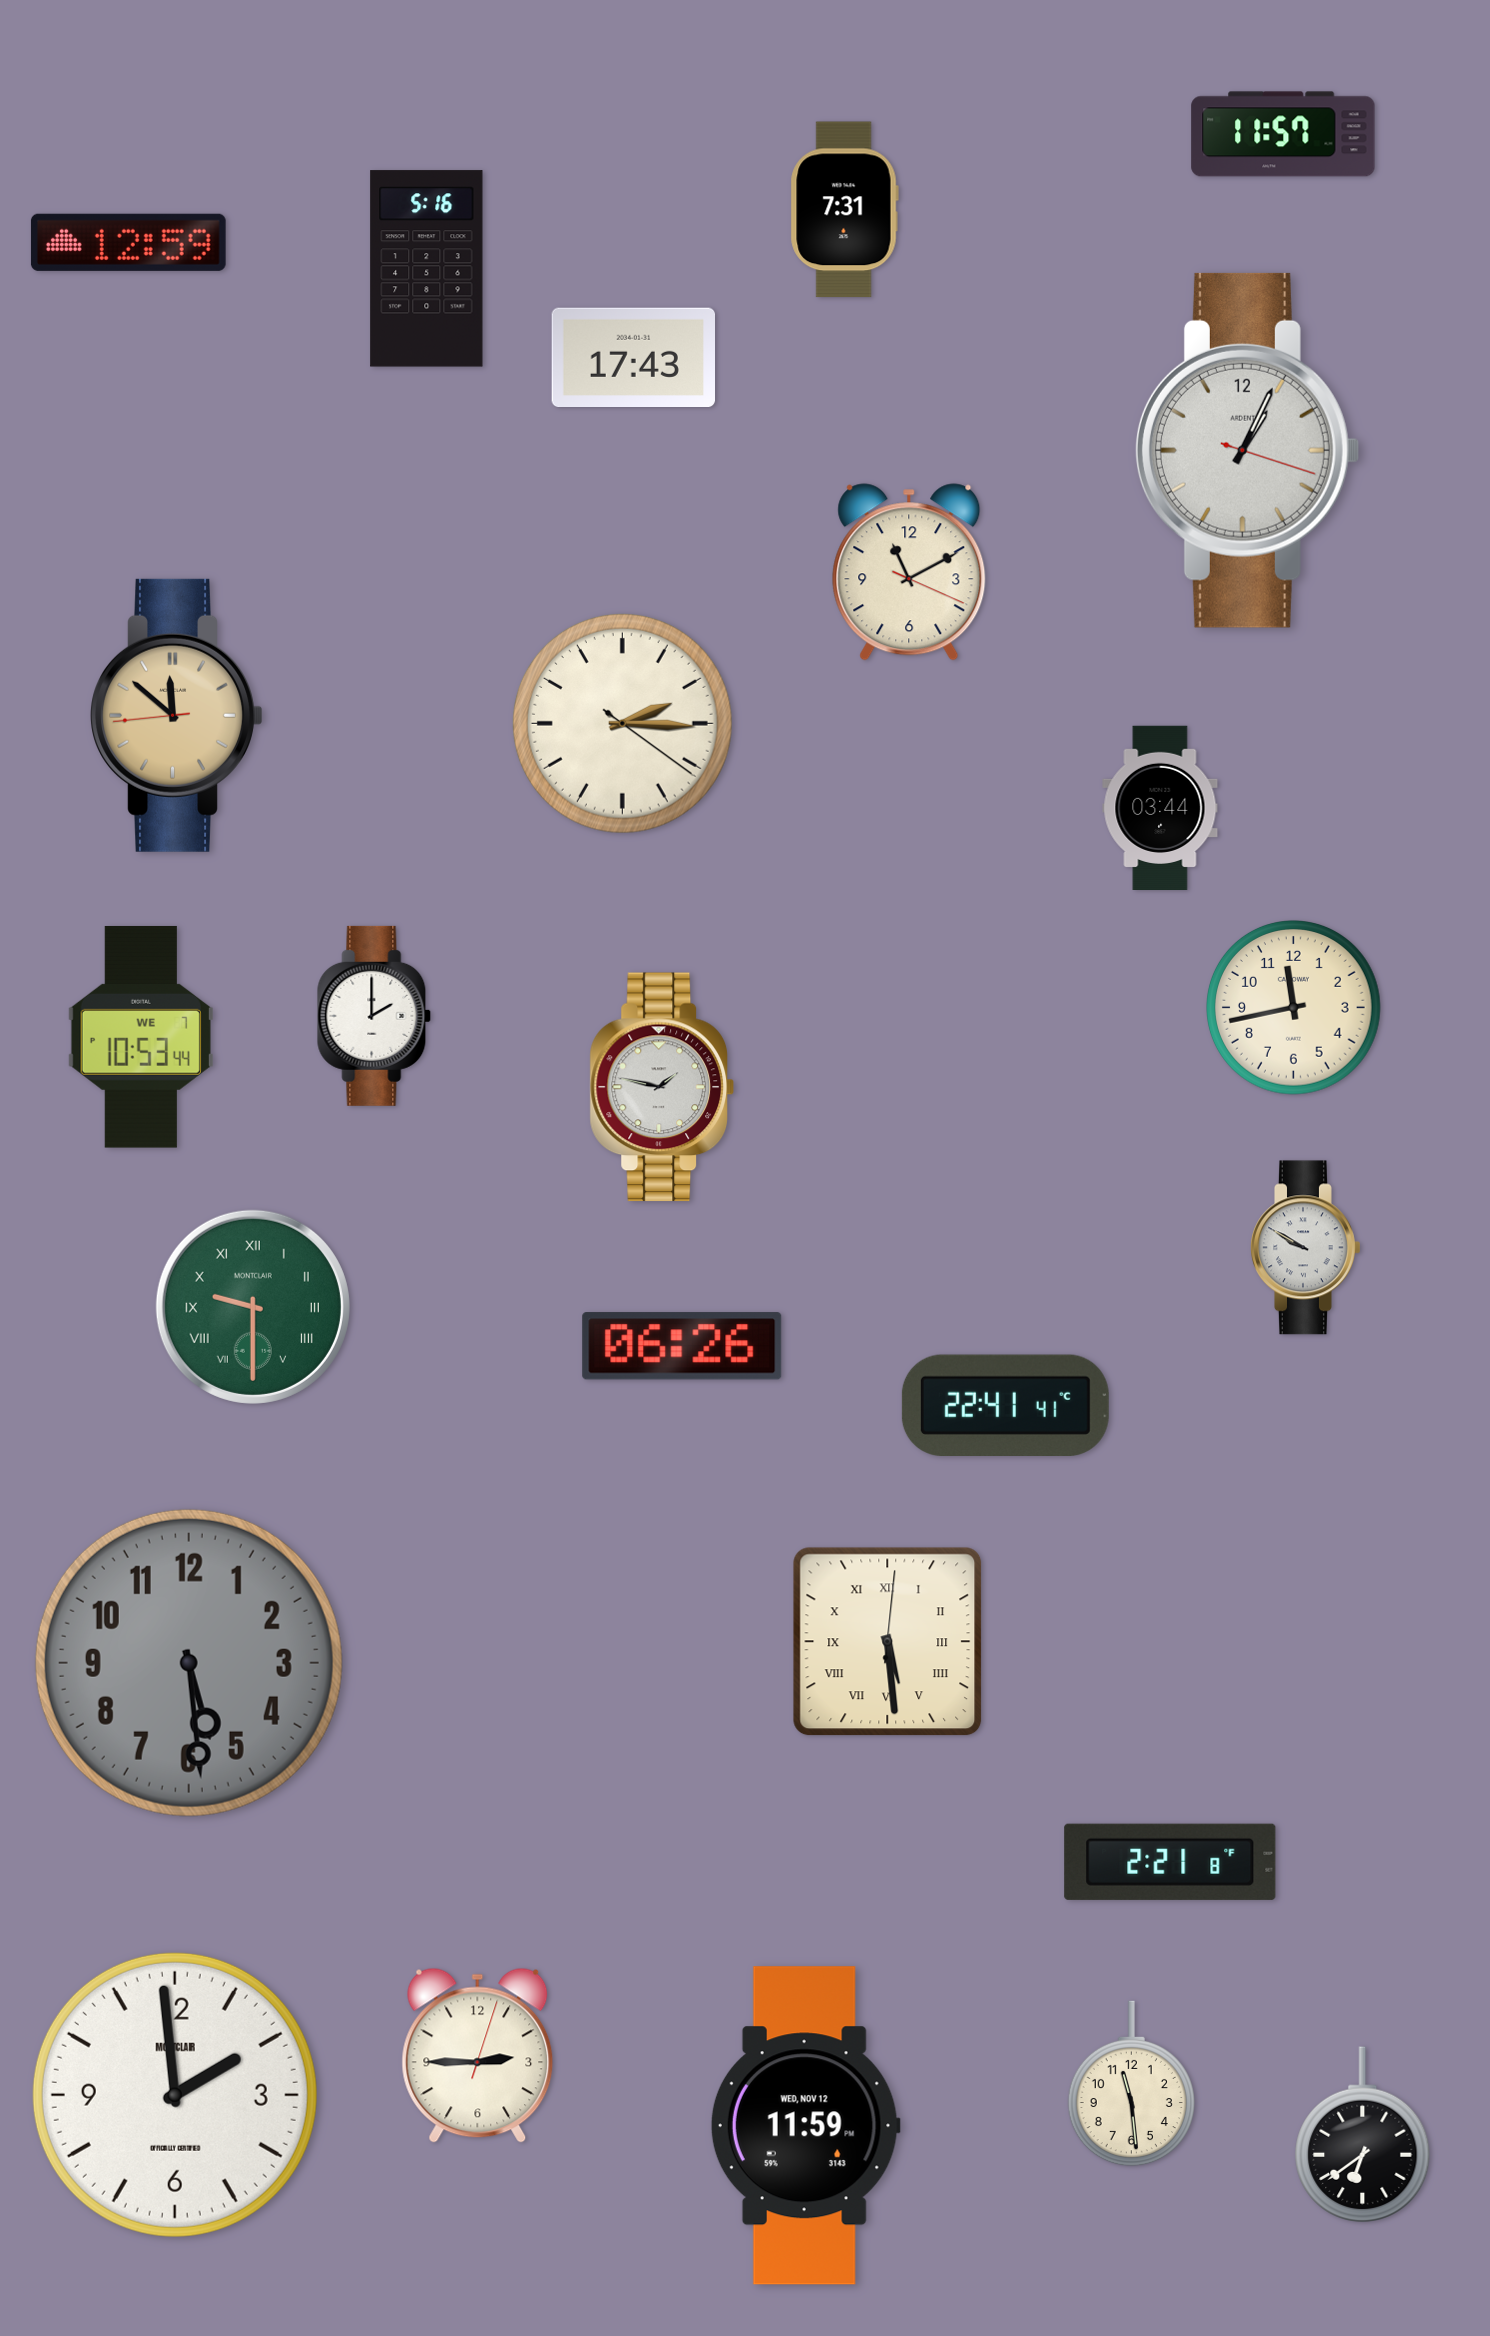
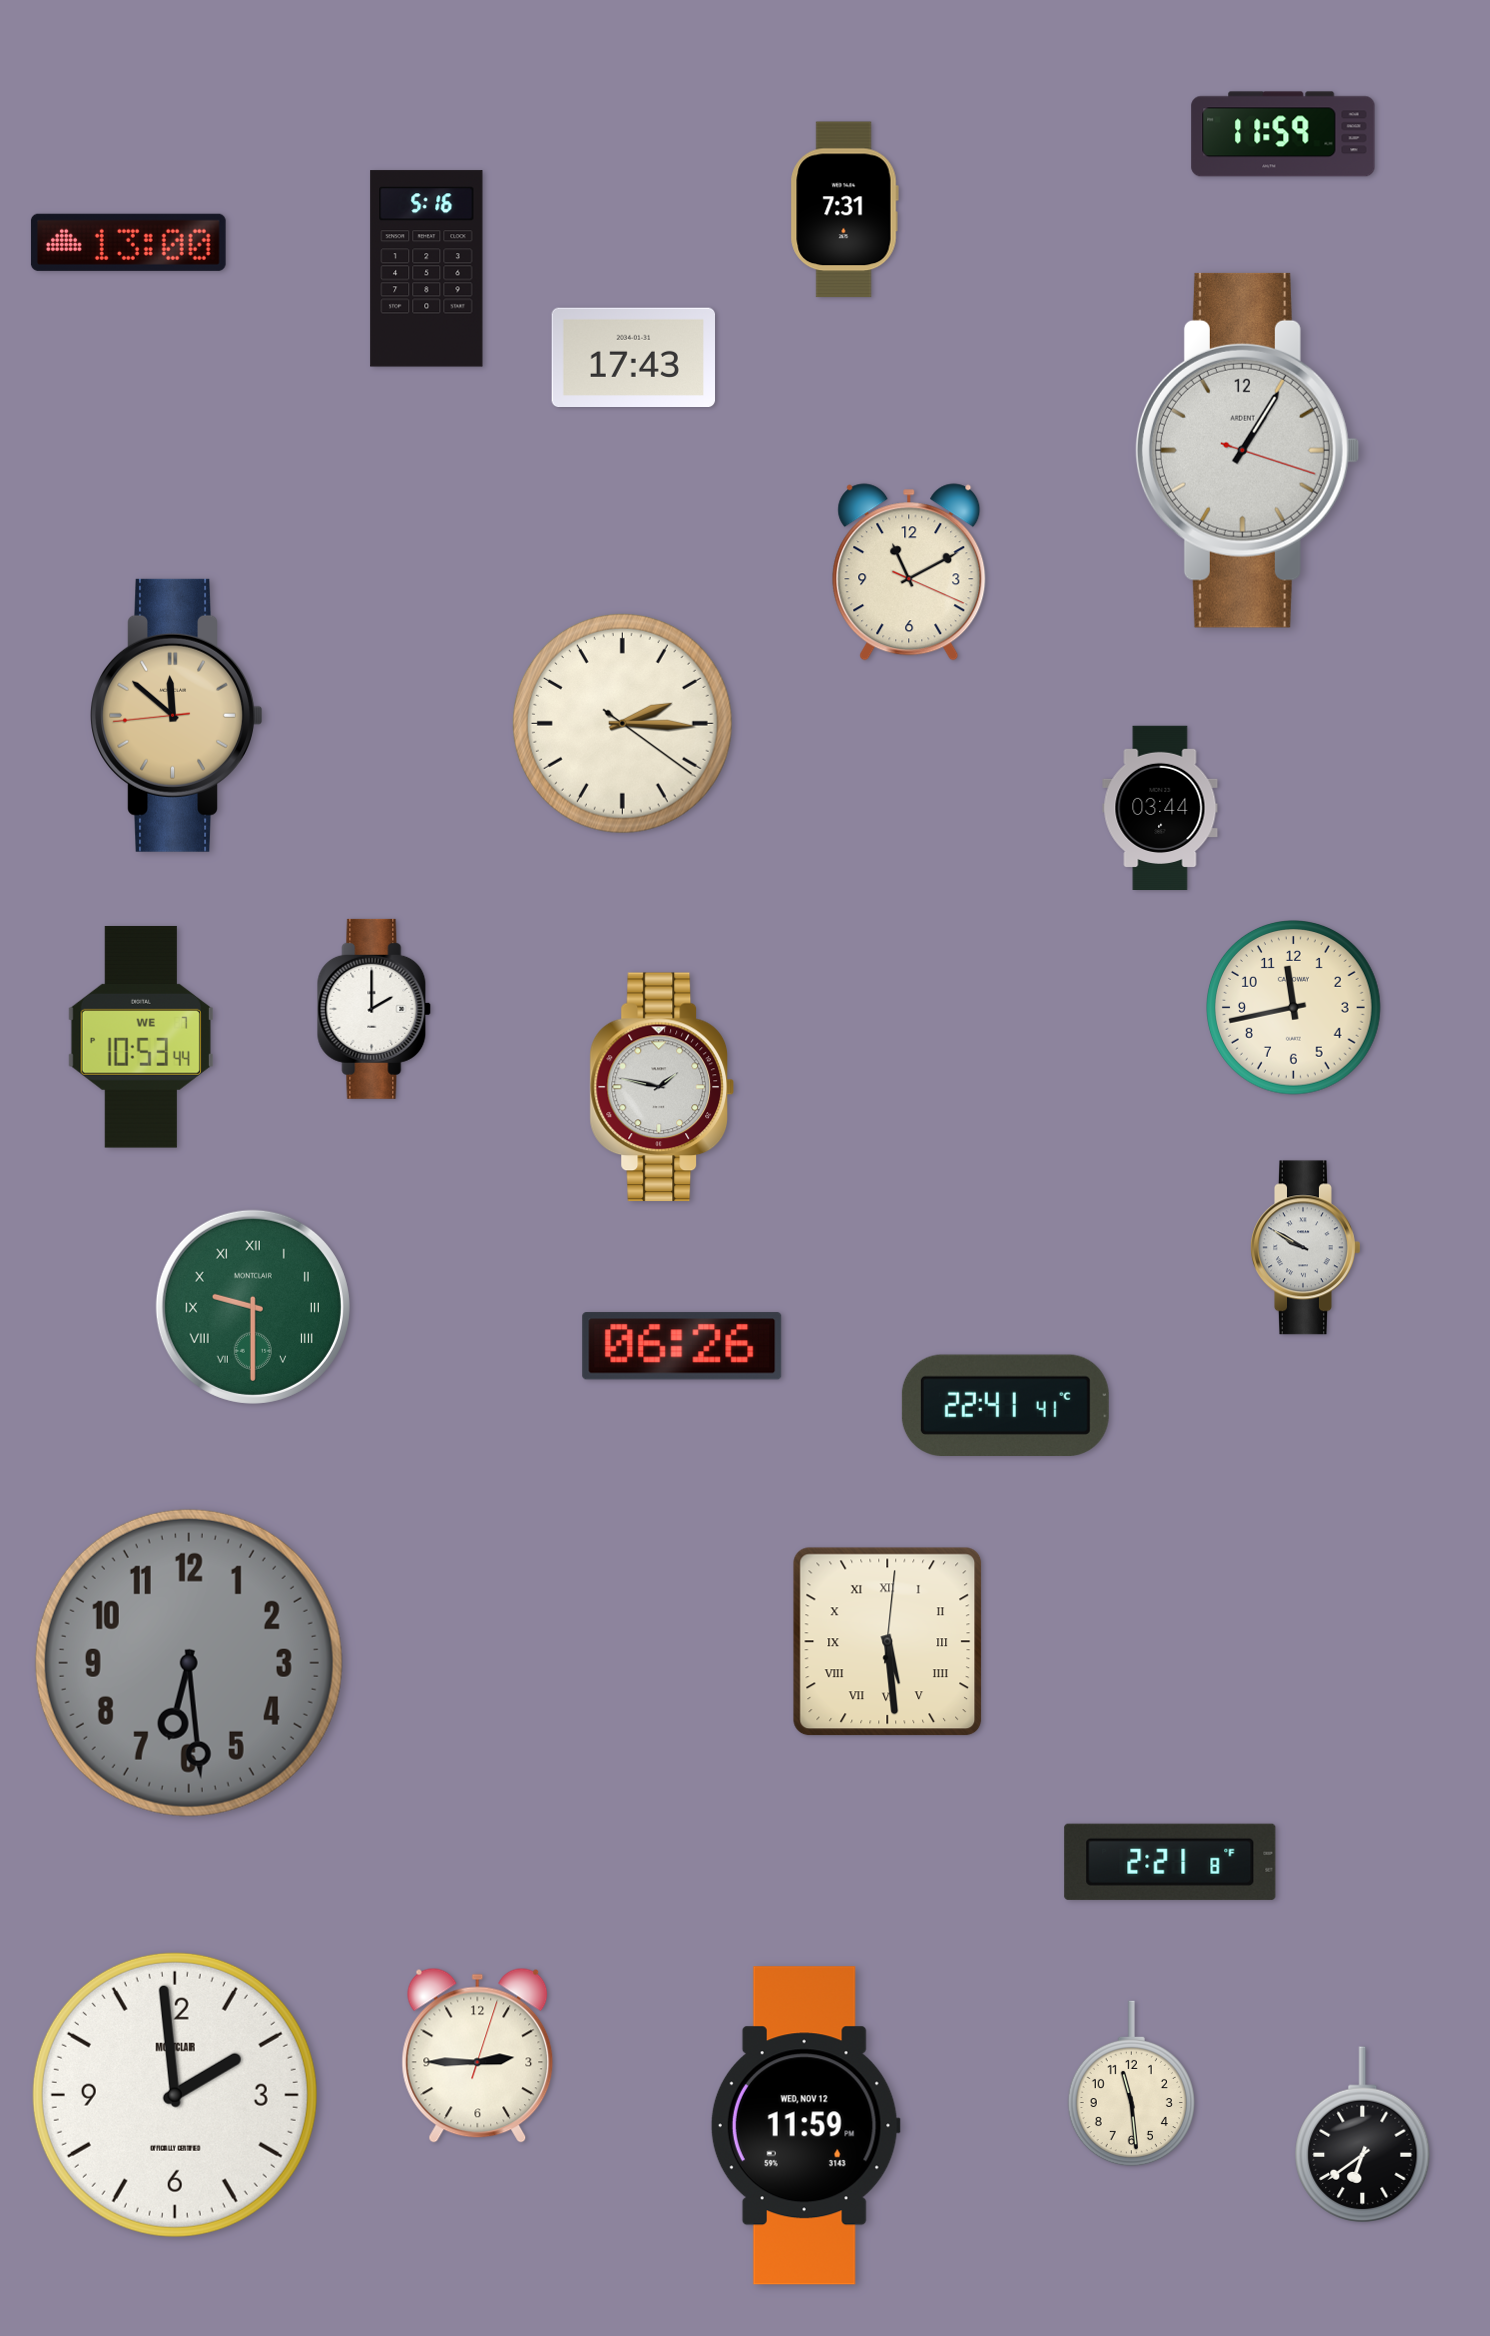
clock at (1283, 134): 11:57 -> 11:59
clock at (128, 242): 12:59 -> 13:00
clock at (1247, 450): 1:04 -> 1:05
clock at (374, 1016) position: (374, 1016) -> (374, 1009)
clock at (189, 1663): 5:29 -> 6:29
